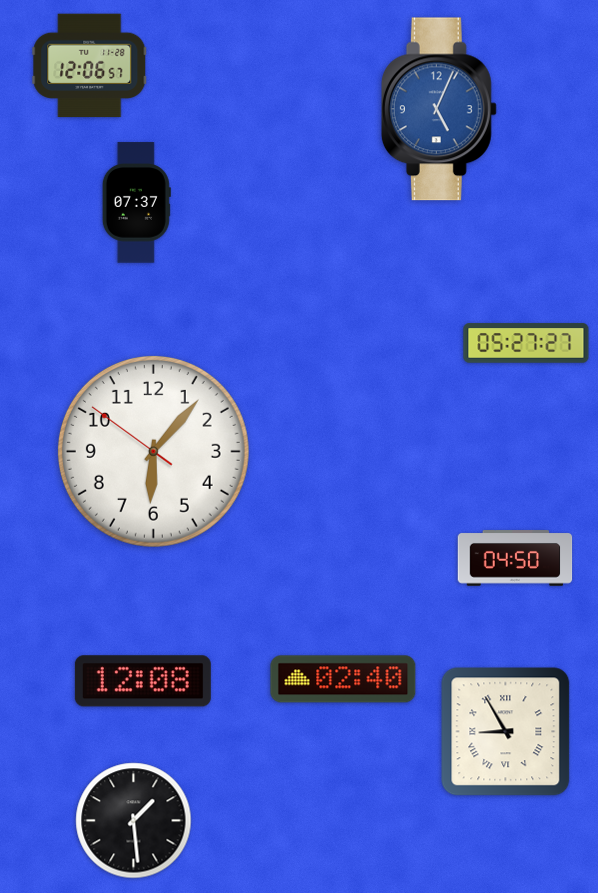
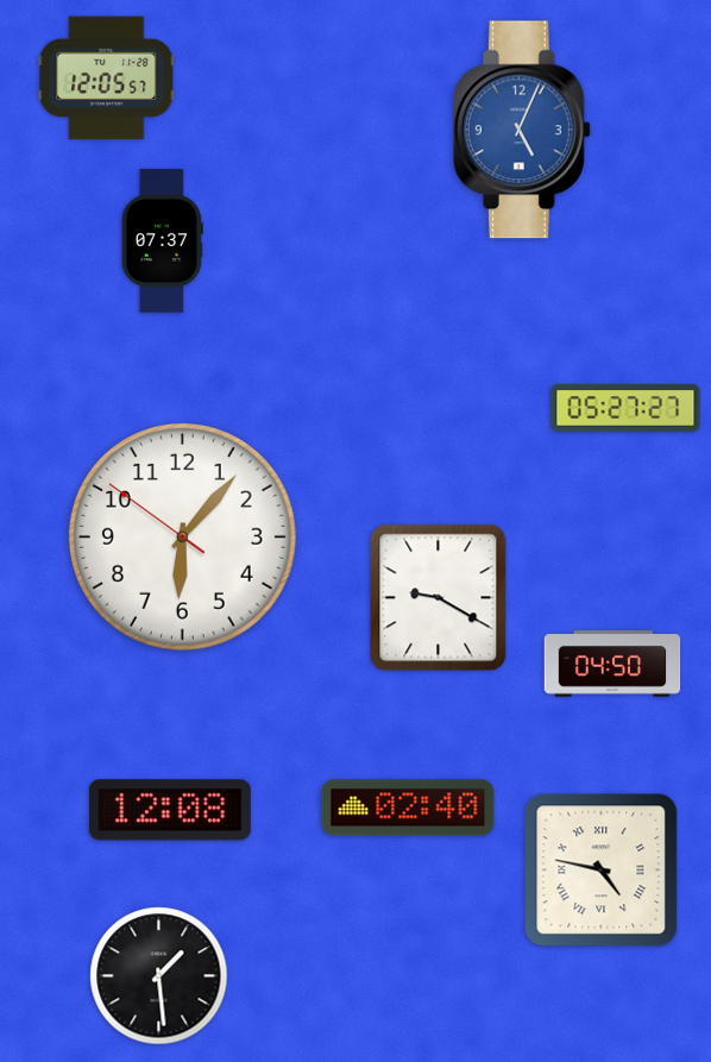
clock at (90, 66): 12:06 -> 12:05
clock at (439, 598): none -> 9:20
clock at (506, 732): 8:55 -> 4:47
